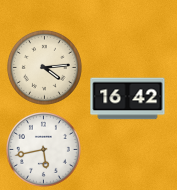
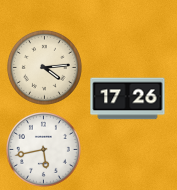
clock at (128, 99): 16:42 -> 17:26
